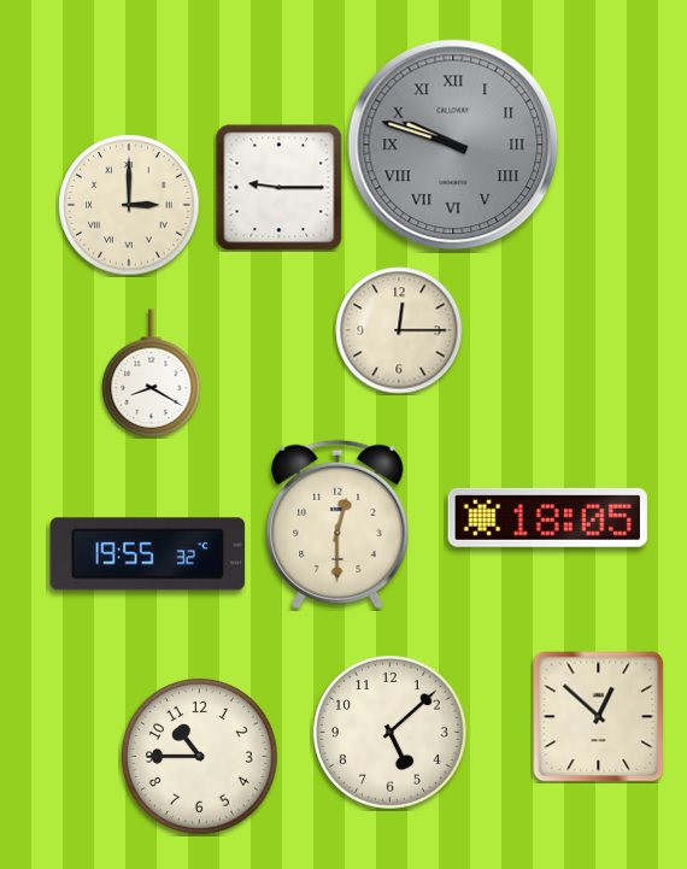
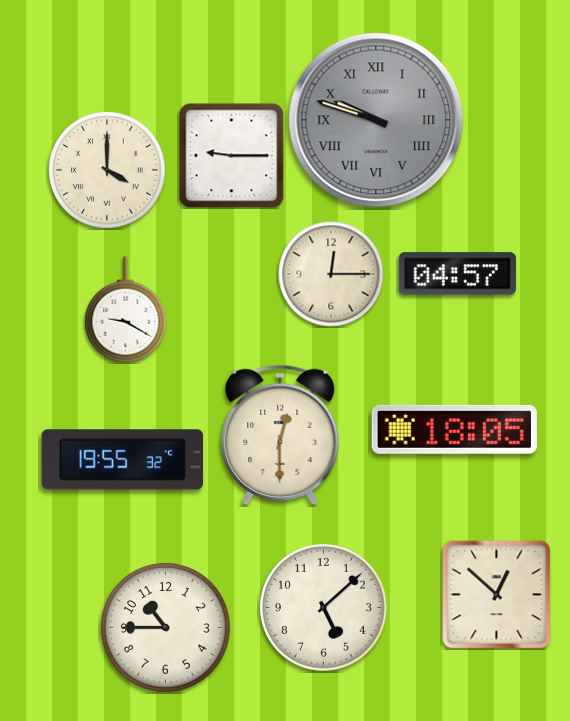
clock at (129, 205): 3:00 -> 4:00
clock at (457, 274): none -> 04:57
clock at (152, 374): 8:20 -> 9:20
